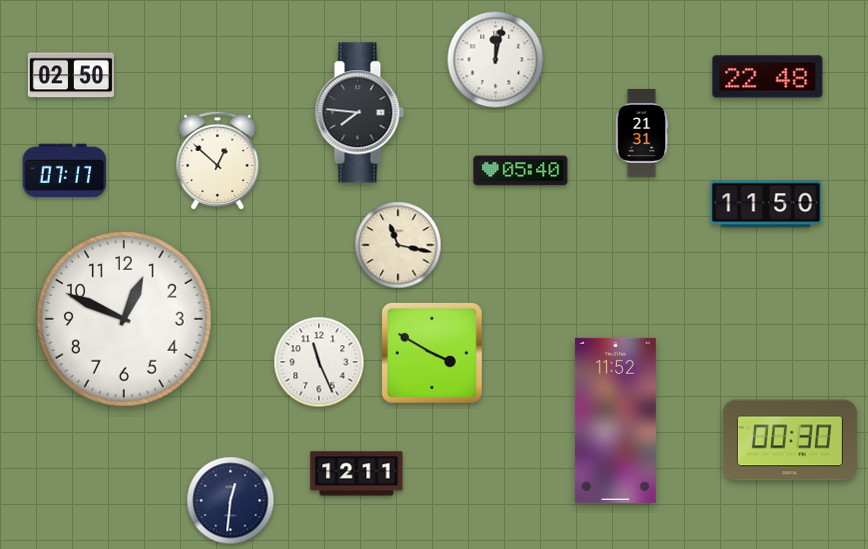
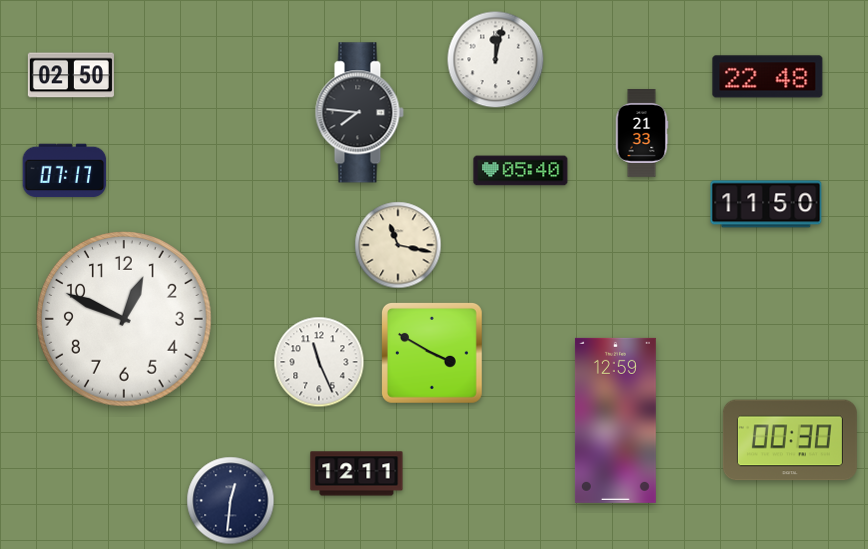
clock at (642, 134): 21:31 -> 21:33
clock at (218, 161): 12:52 -> none
clock at (615, 420): 11:52 -> 12:59
